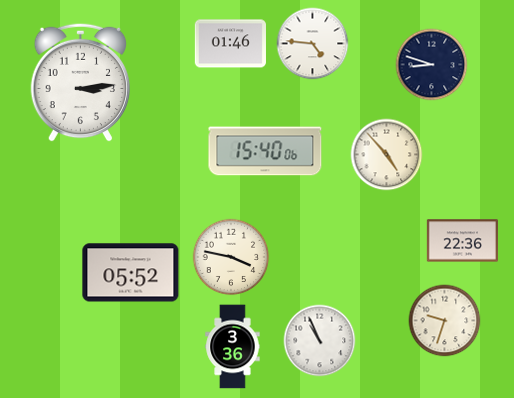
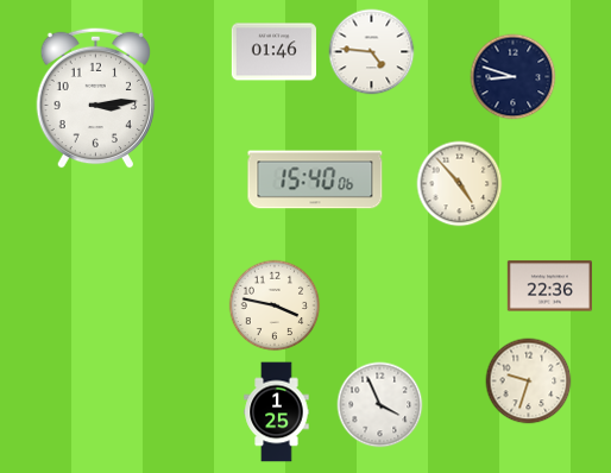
clock at (131, 273): 05:52 -> none
clock at (320, 341): 10:56 -> 3:56
clock at (233, 347): 3:36 -> 1:25
